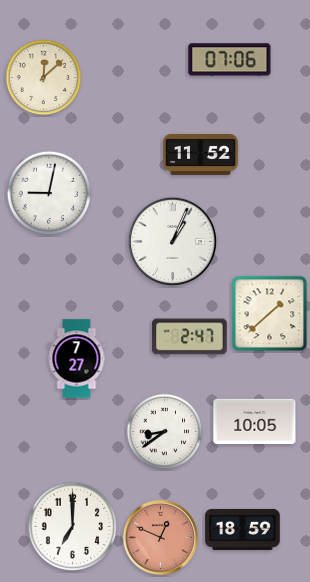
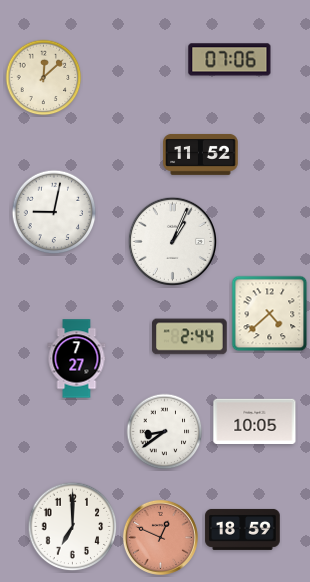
clock at (49, 193) position: (49, 193) -> (54, 212)
clock at (270, 314): 1:38 -> 4:38
clock at (190, 337): 2:47 -> 2:44
